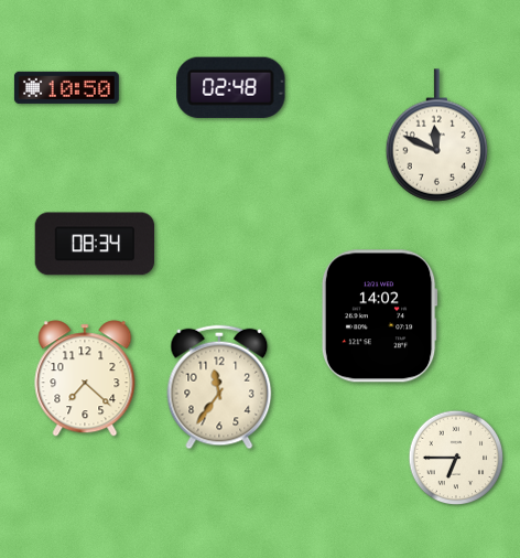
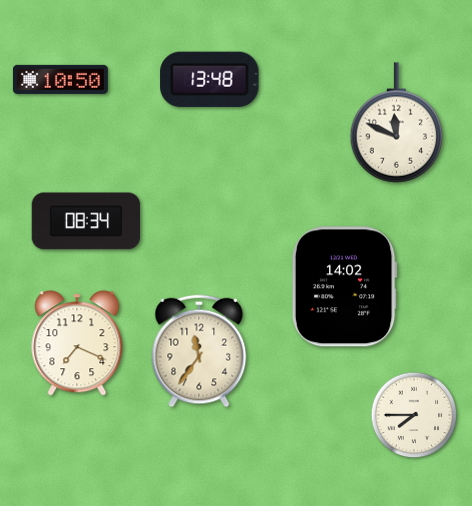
clock at (231, 87): 02:48 -> 13:48
clock at (85, 378): 7:22 -> 7:19
clock at (456, 458): 6:45 -> 7:45
